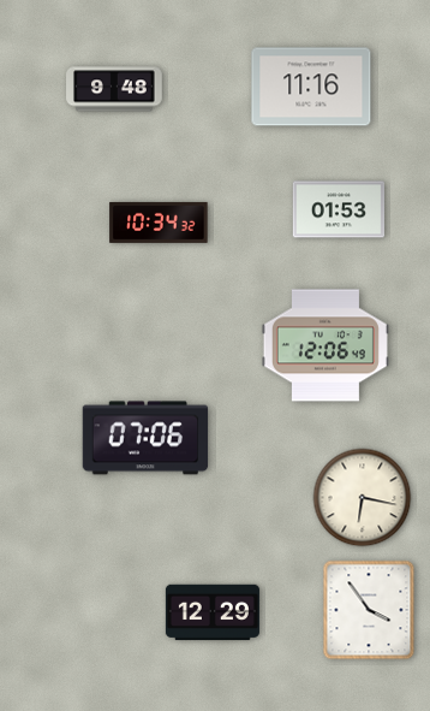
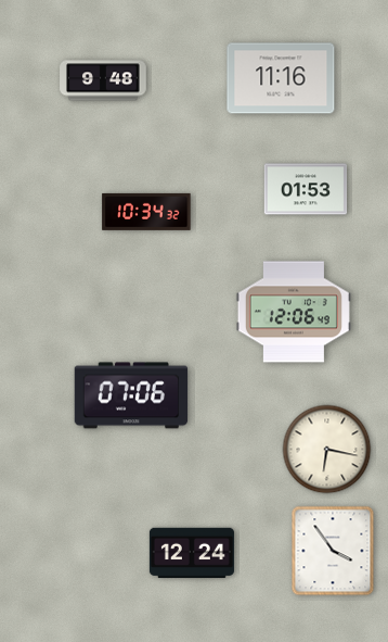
clock at (159, 223) position: (159, 223) -> (146, 212)
clock at (213, 612): 12:29 -> 12:24
